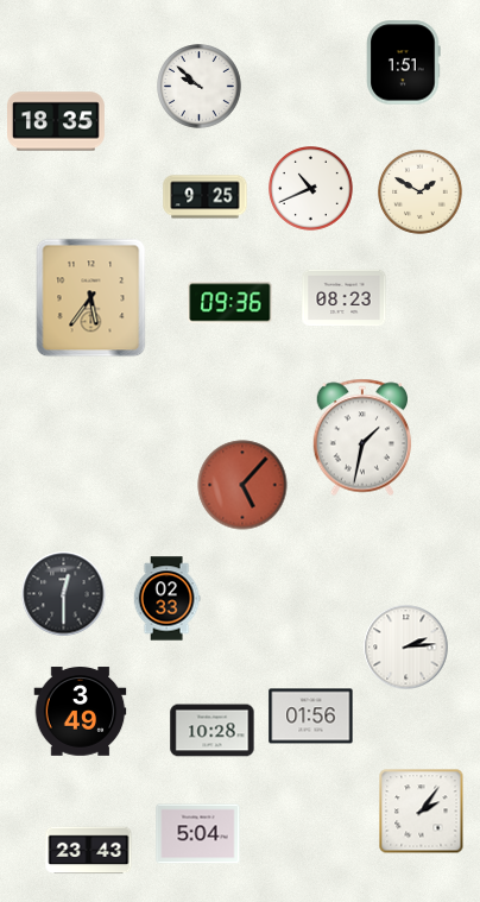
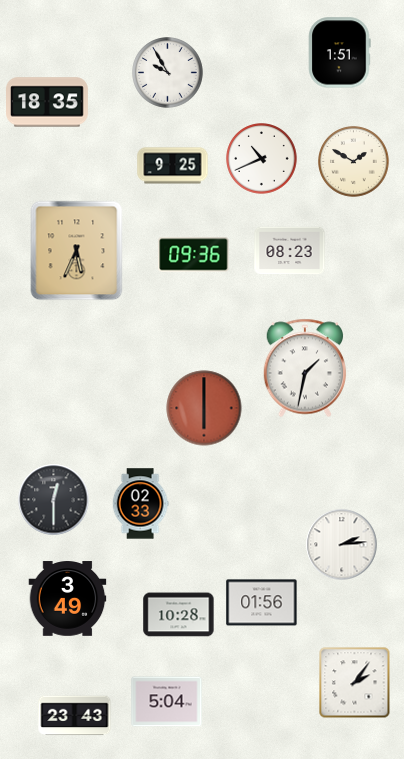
clock at (200, 87): 9:52 -> 9:55
clock at (91, 298): 5:36 -> 5:34
clock at (242, 485): 5:07 -> 6:00
